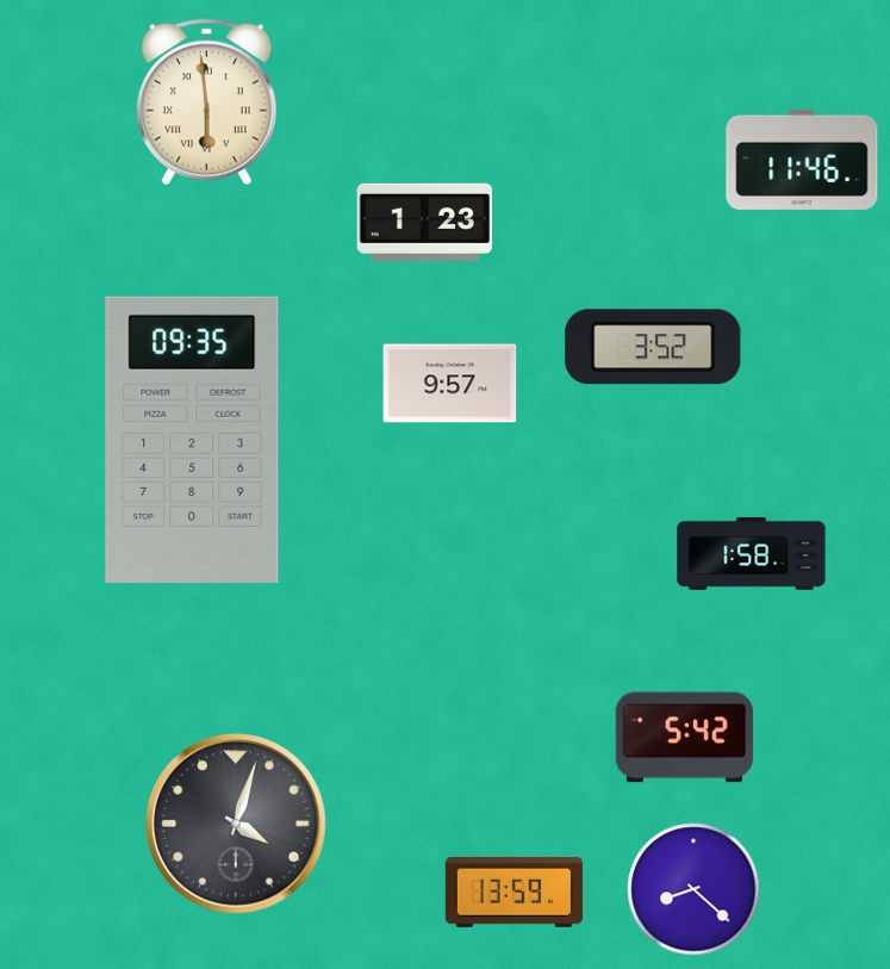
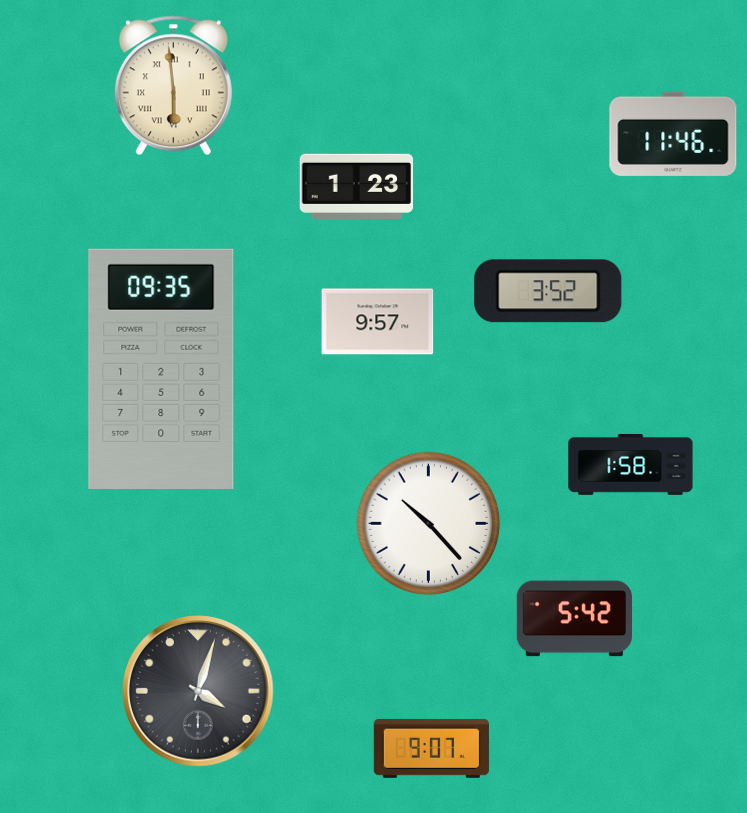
clock at (429, 524): none -> 10:23
clock at (693, 889): 8:22 -> none
clock at (514, 892): 13:59 -> 9:07
